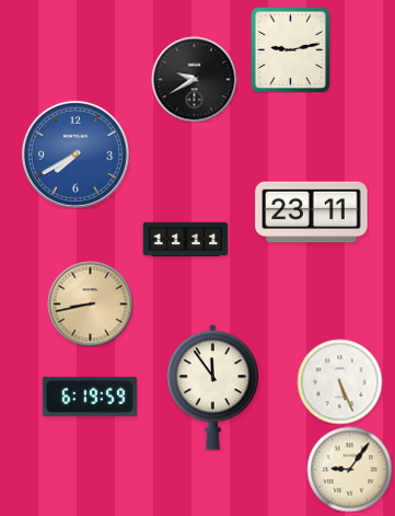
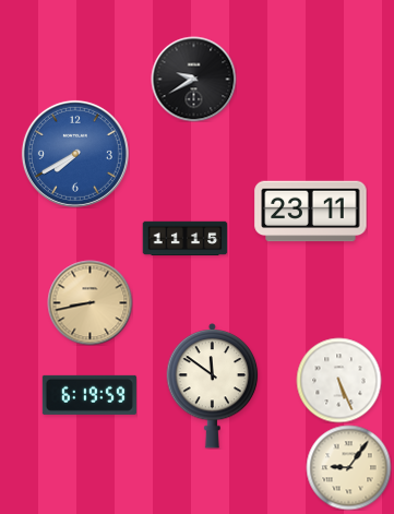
clock at (290, 49): 9:13 -> none
clock at (185, 240): 11:11 -> 11:15
clock at (213, 387): 11:54 -> 11:51
